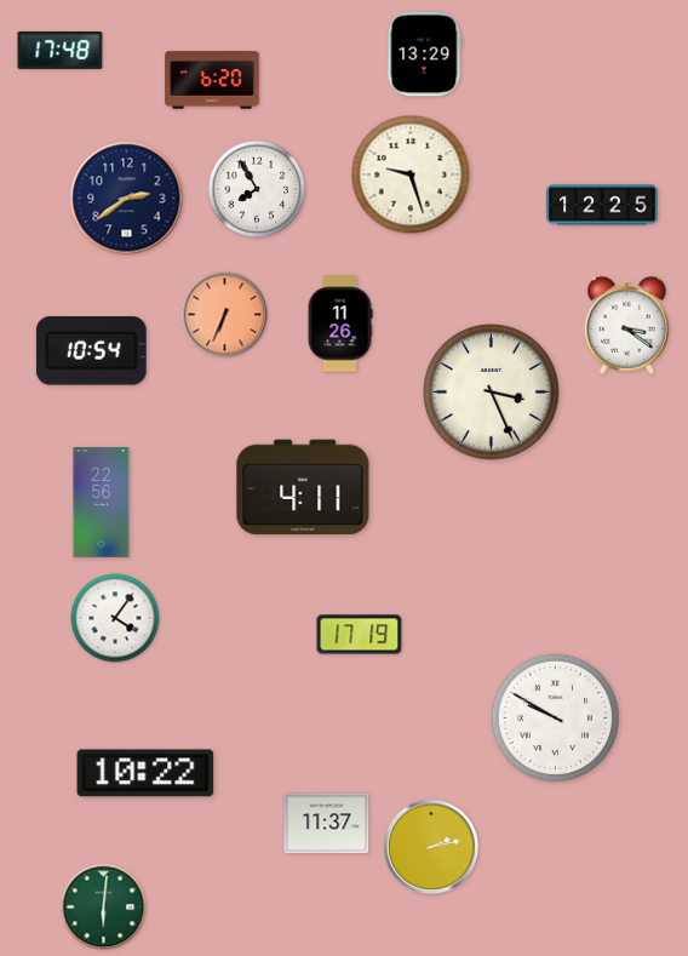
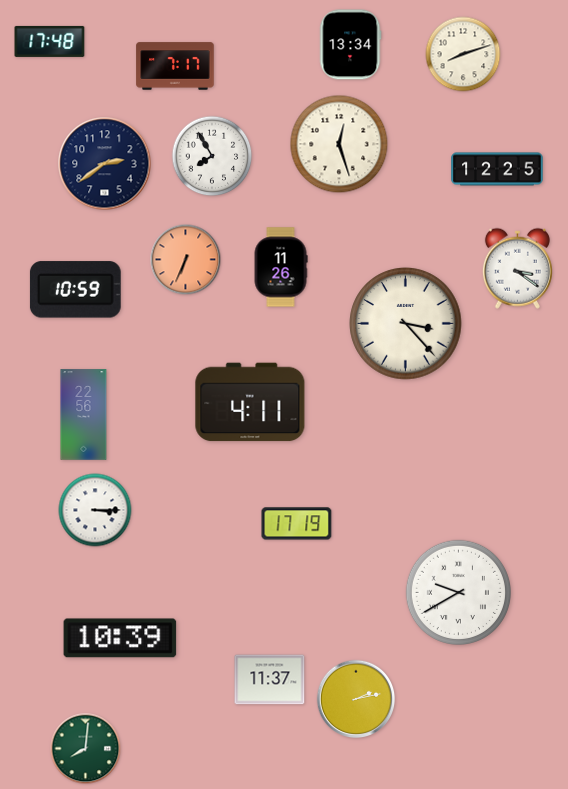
clock at (424, 55): 13:29 -> 13:34
clock at (463, 54): none -> 8:12
clock at (212, 80): 6:20 -> 7:17
clock at (411, 174): 9:27 -> 12:27
clock at (91, 351): 10:54 -> 10:59
clock at (492, 393): 3:26 -> 3:23
clock at (115, 618): 4:06 -> 3:15
clock at (555, 717): 9:50 -> 9:40
clock at (145, 773): 10:22 -> 10:39
clock at (104, 908): 6:01 -> 8:01
